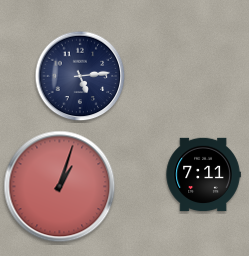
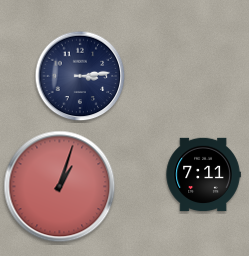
clock at (80, 76): 5:14 -> 3:14
